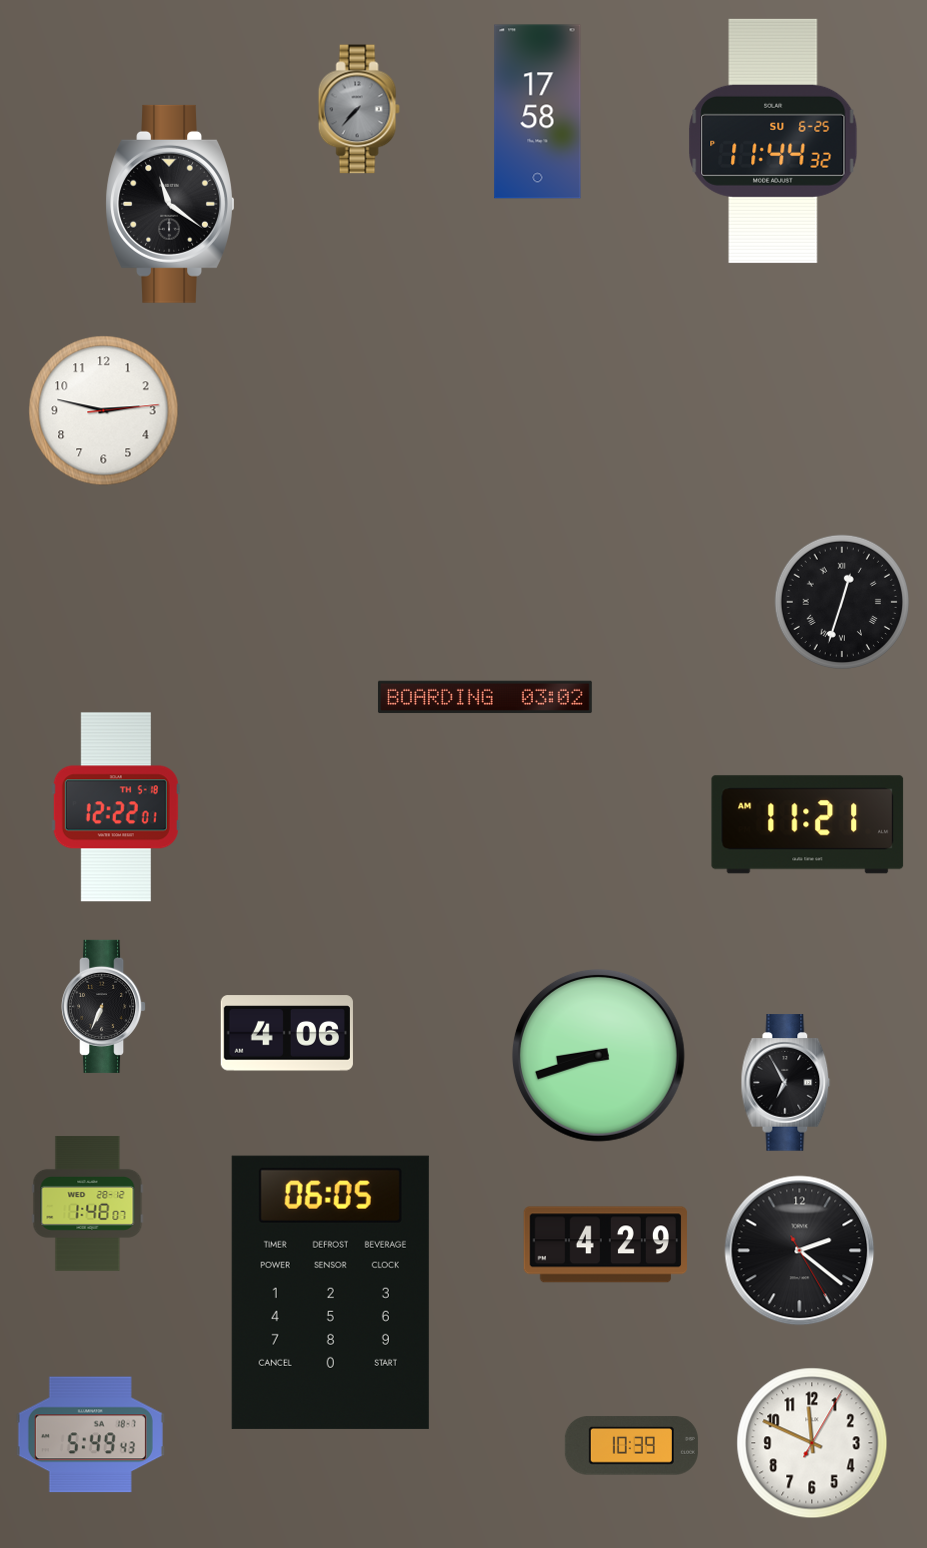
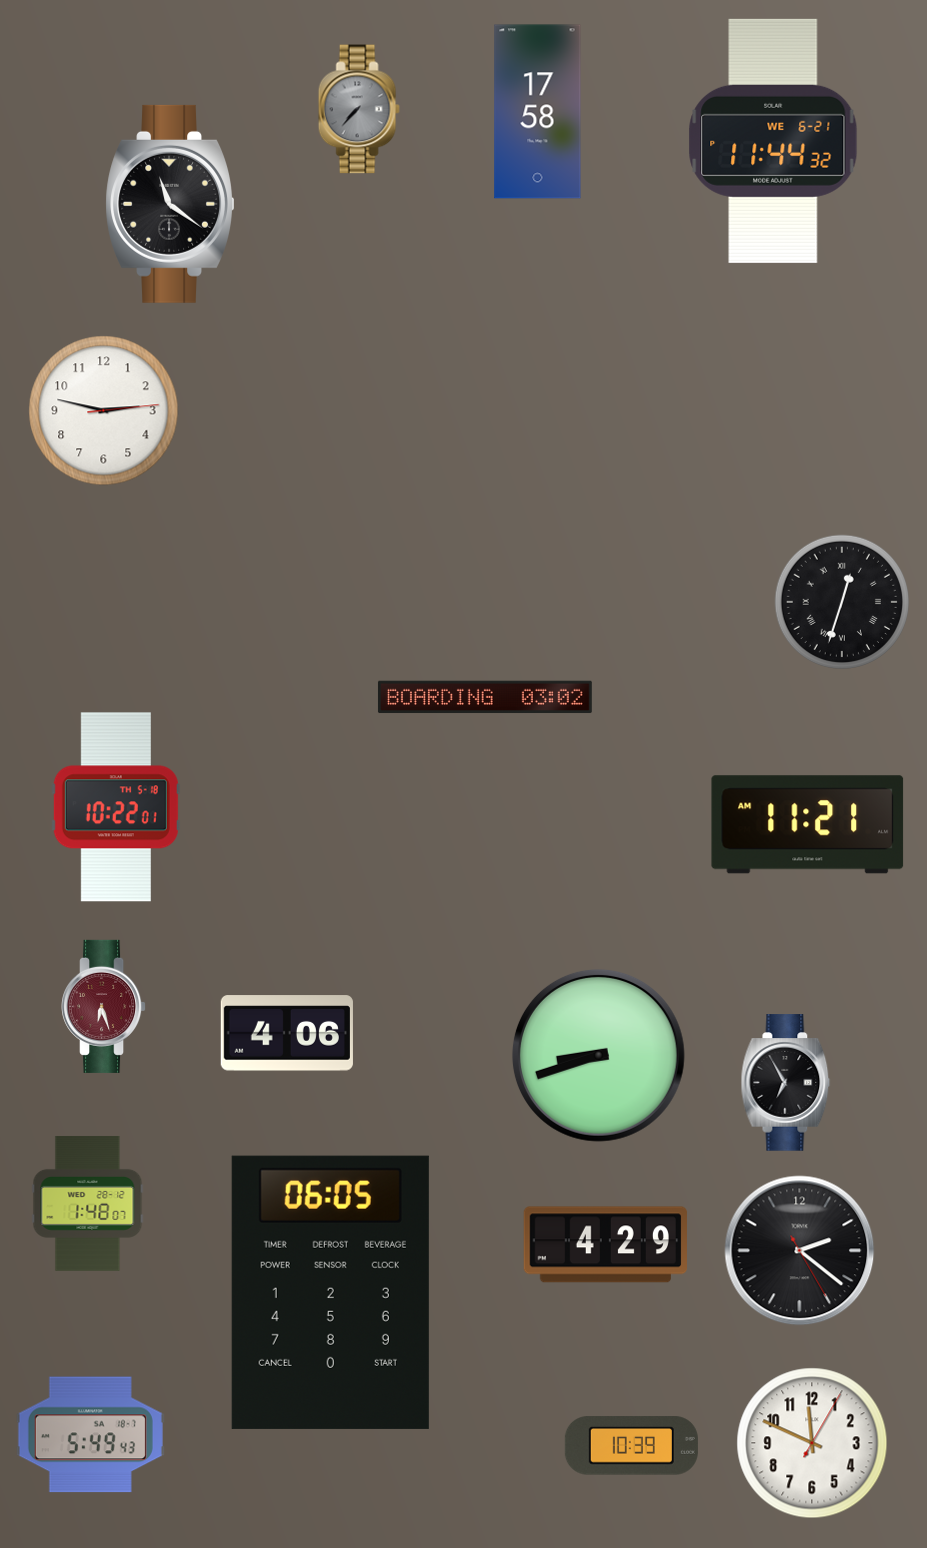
clock at (773, 141) date: SU 6-25 -> WE 6-21
clock at (116, 807): 12:22 -> 10:22
clock at (104, 1006): 6:34 -> 6:27
clock at (104, 1006) dial: black -> burgundy
